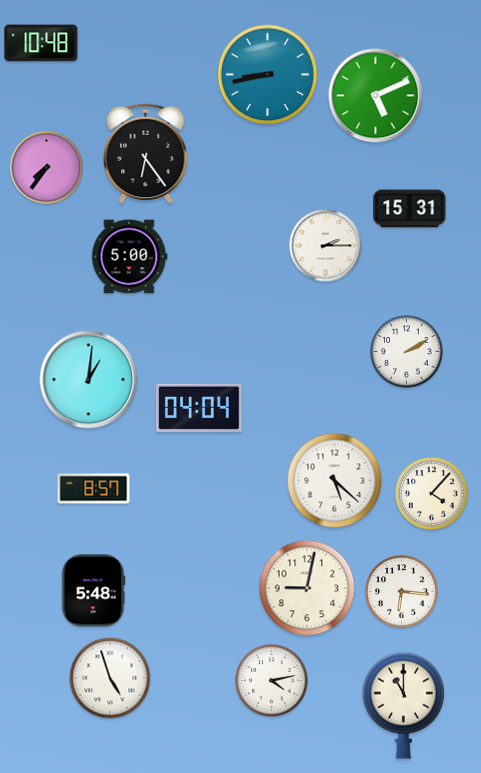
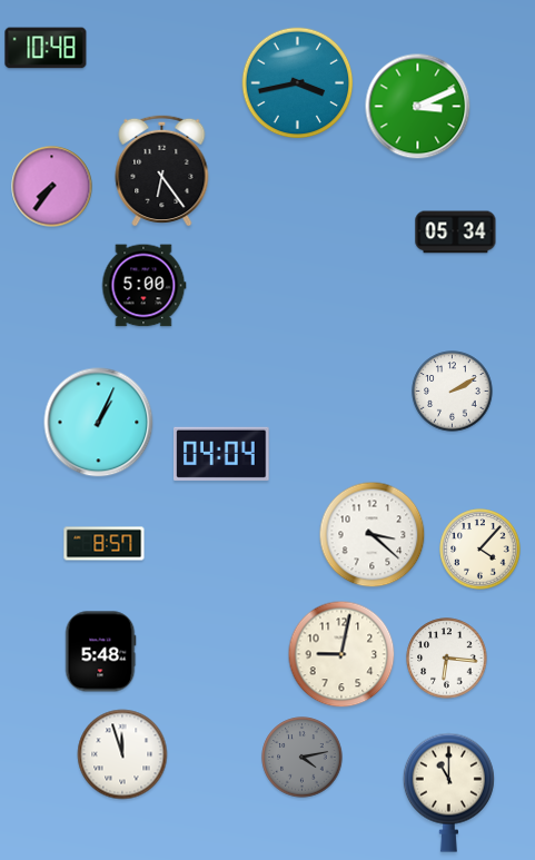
clock at (268, 75): 8:43 -> 3:43
clock at (376, 96): 5:11 -> 3:11
clock at (410, 209): 15:31 -> 05:34
clock at (326, 246): 2:15 -> none
clock at (89, 380): 1:01 -> 1:04
clock at (335, 481): 5:22 -> 3:22
clock at (93, 591) position: (93, 591) -> (100, 652)
clock at (110, 678): 4:57 -> 11:57
clock at (272, 681) dial: white -> grey
clock at (403, 705) position: (403, 705) -> (448, 792)
